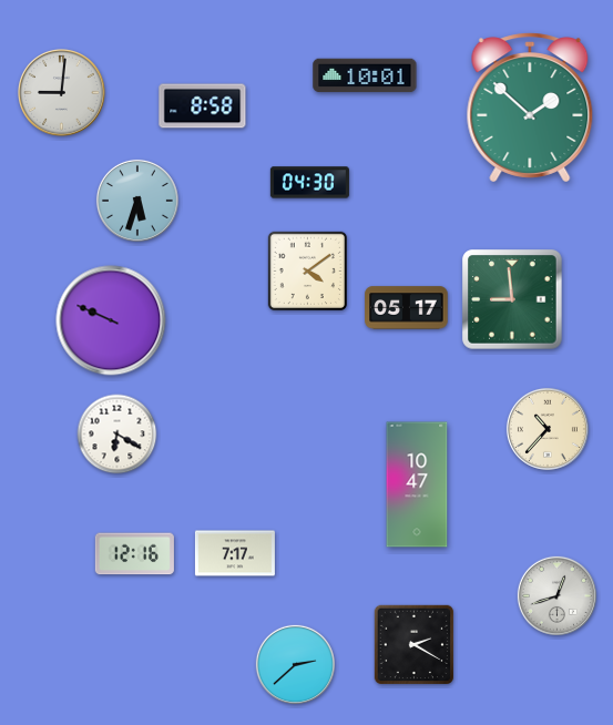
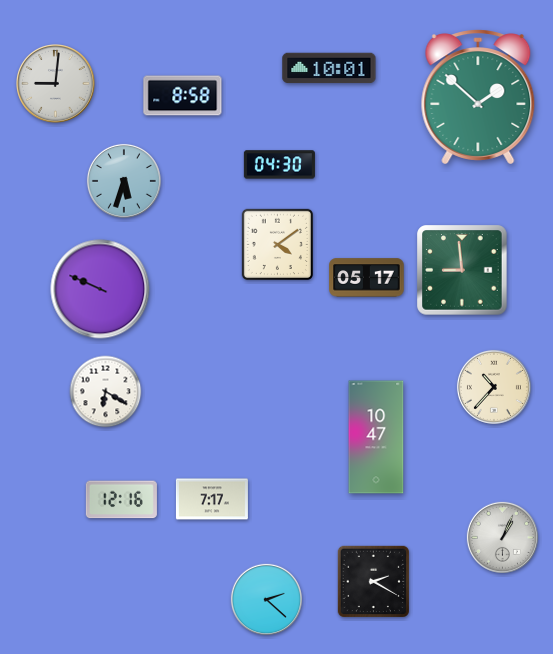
clock at (556, 595): 12:42 -> 1:04
clock at (295, 664): 2:38 -> 2:22
